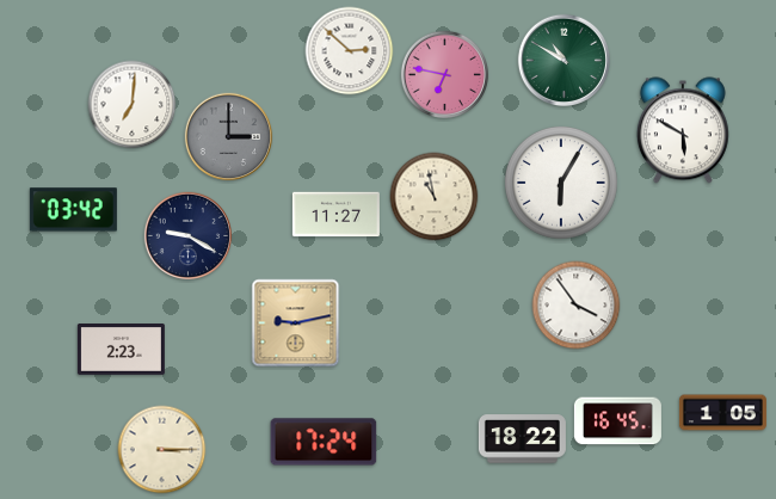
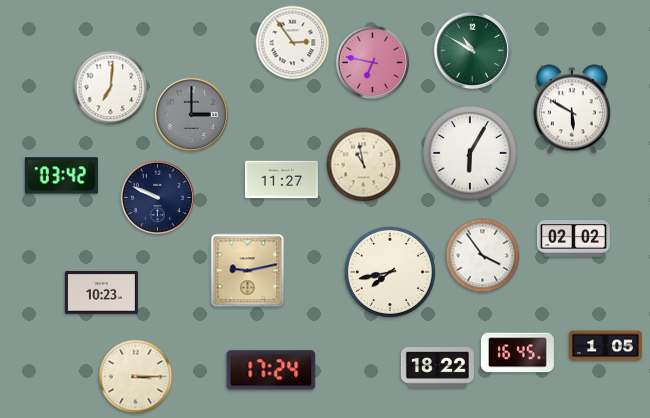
clock at (350, 51): 2:52 -> 2:54
clock at (187, 235): 9:20 -> 9:49
clock at (573, 239): none -> 02:02
clock at (390, 272): none -> 7:43
clock at (121, 350): 2:23 -> 10:23
